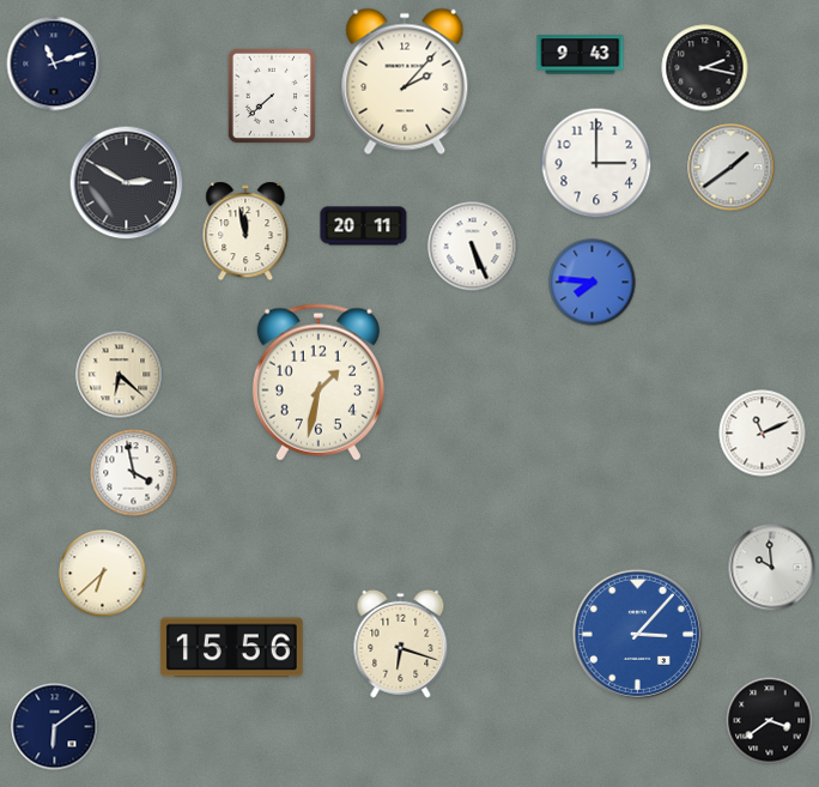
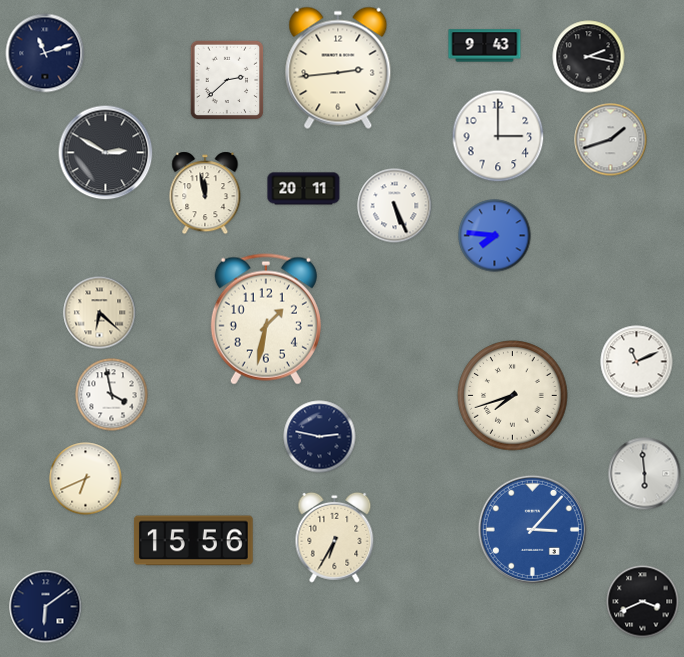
clock at (405, 81): 2:07 -> 2:44
clock at (272, 96): 7:38 -> 2:38
clock at (732, 168): 1:39 -> 1:42
clock at (513, 396): none -> 7:42
clock at (320, 437): none -> 2:47
clock at (772, 568): 9:59 -> 5:59
clock at (103, 574): 6:38 -> 6:41
clock at (401, 643): 6:18 -> 6:35
clock at (770, 721): 3:39 -> 3:41
